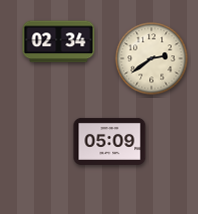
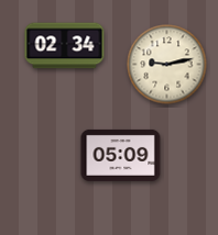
clock at (152, 59): 2:39 -> 9:13
